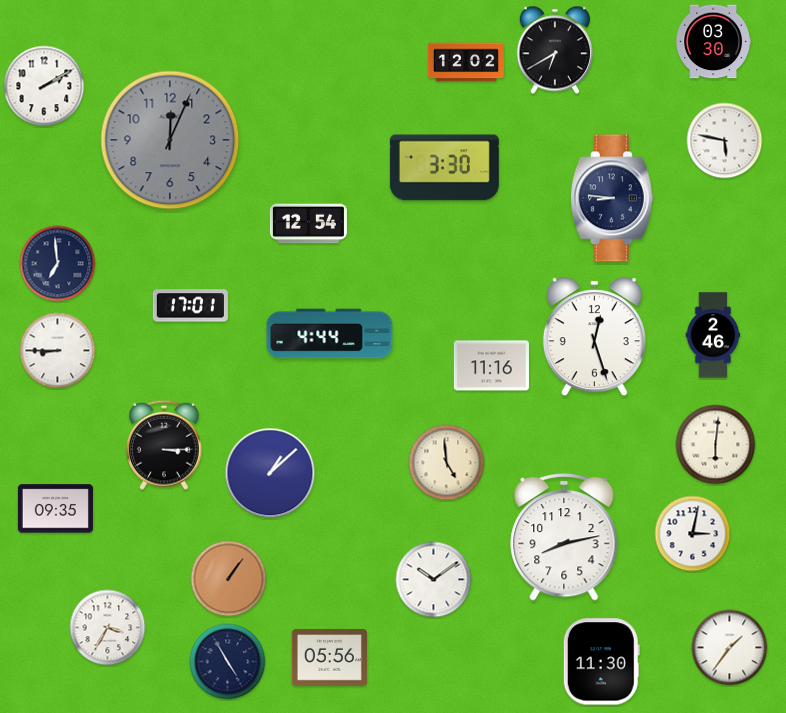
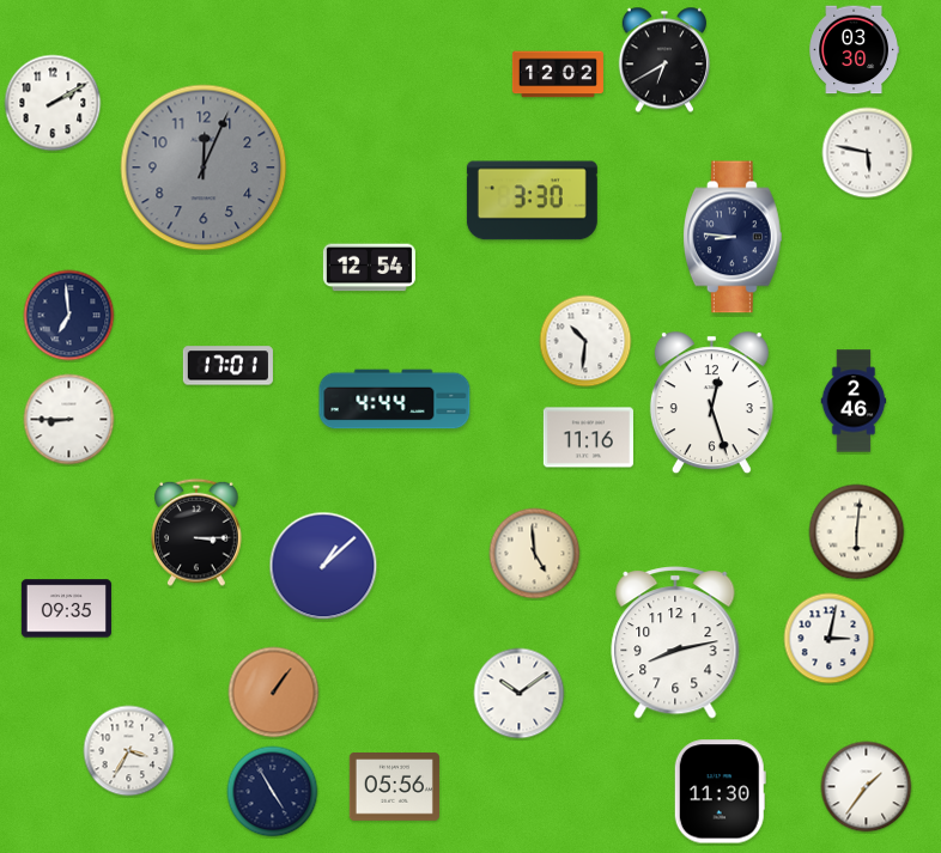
clock at (725, 141) position: (725, 141) -> (868, 153)
clock at (585, 341): none -> 10:31
clock at (730, 648) position: (730, 648) -> (867, 787)
